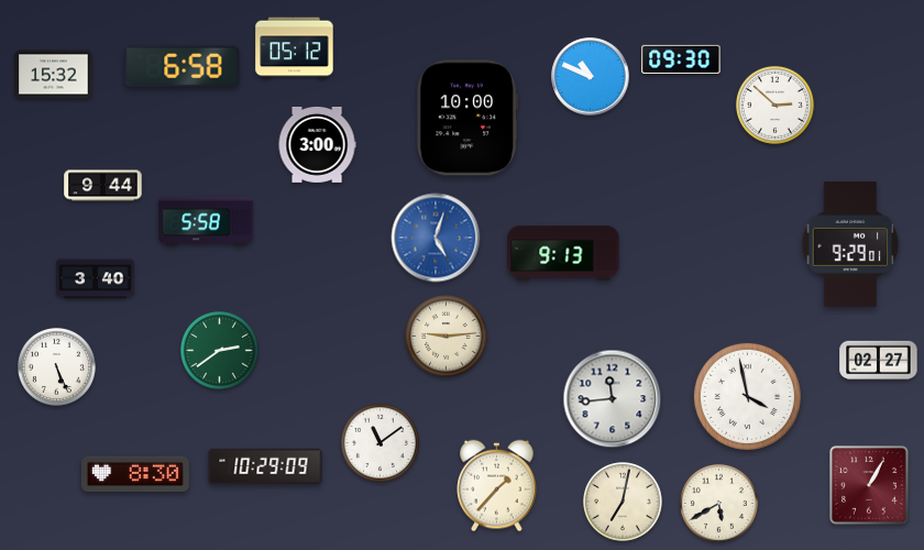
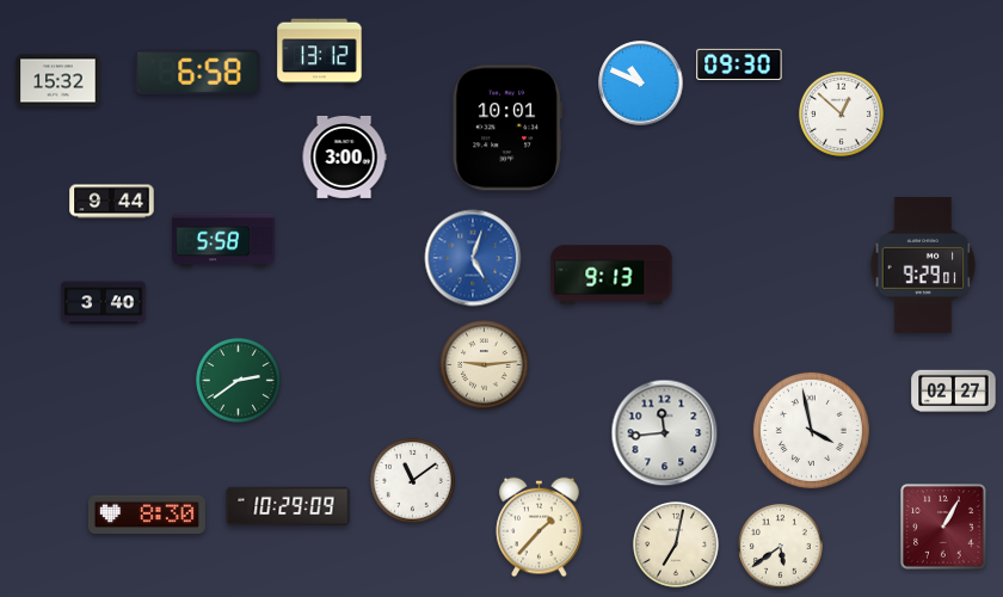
clock at (295, 48): 05:12 -> 13:12
clock at (774, 105): 2:52 -> 12:52
clock at (468, 118): 10:00 -> 10:01
clock at (56, 366): 5:26 -> none
clock at (718, 503): 5:40 -> 5:39
